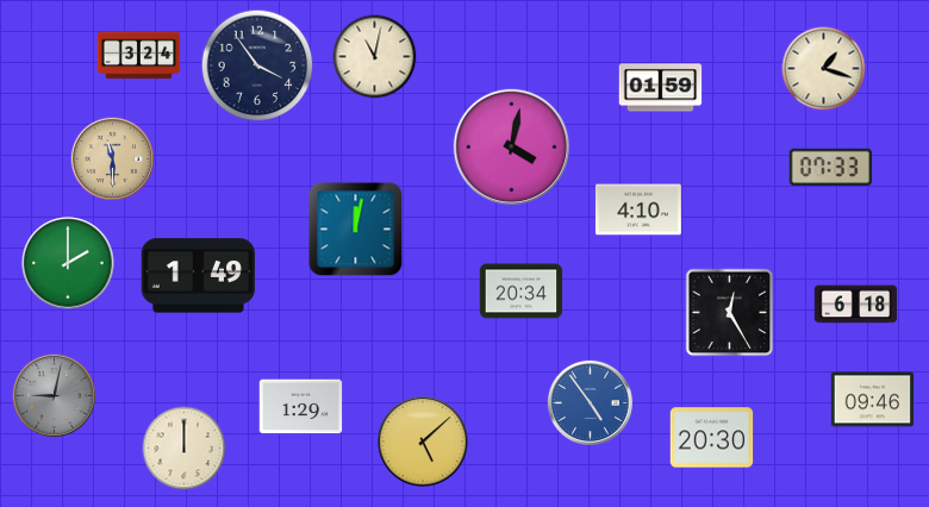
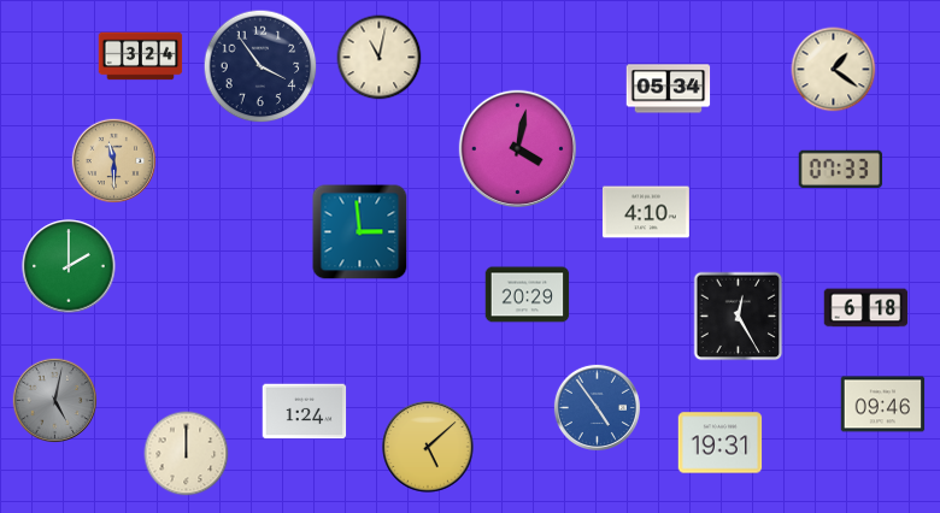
clock at (824, 69): 1:18 -> 1:21
clock at (661, 88): 01:59 -> 05:34
clock at (356, 230): 12:02 -> 2:59
clock at (198, 276): 1:49 -> none
clock at (522, 292): 20:34 -> 20:29
clock at (54, 395): 9:02 -> 5:02
clock at (301, 407): 1:29 -> 1:24
clock at (712, 438): 20:30 -> 19:31
